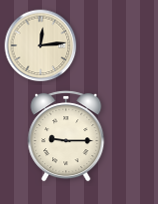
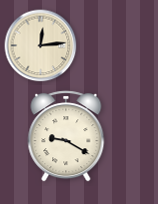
clock at (66, 136): 9:15 -> 9:20
